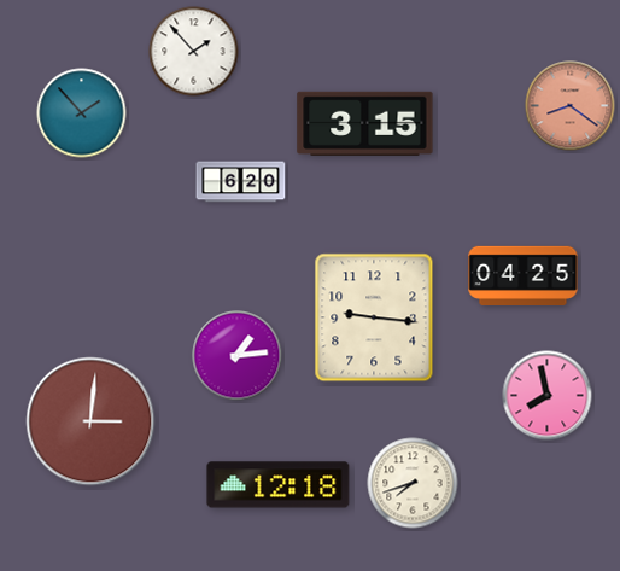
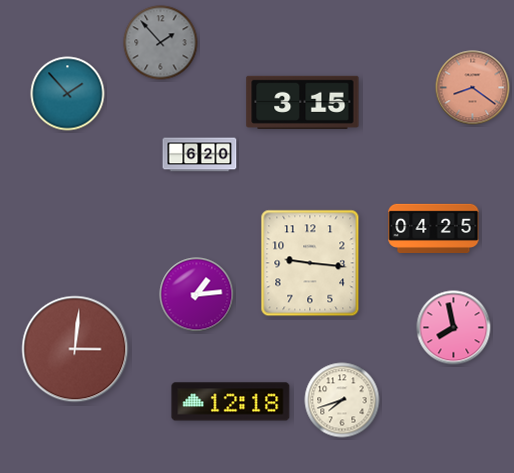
clock at (194, 52) dial: white -> grey
clock at (241, 182) position: (241, 182) -> (200, 155)
